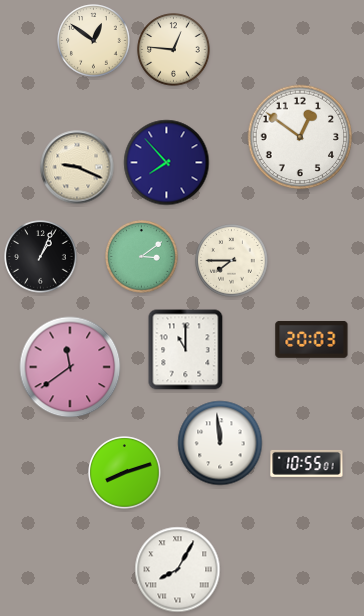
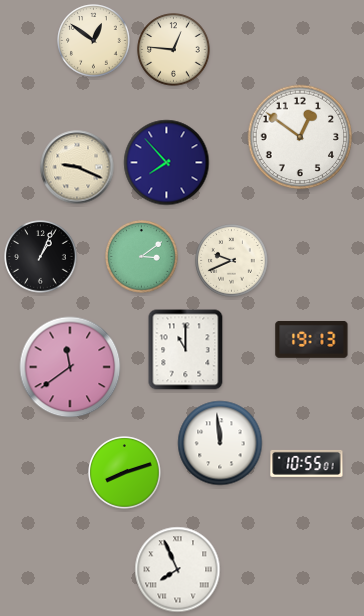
clock at (232, 261): 7:45 -> 9:41
clock at (312, 339): 20:03 -> 19:13
clock at (178, 570): 8:05 -> 7:56
